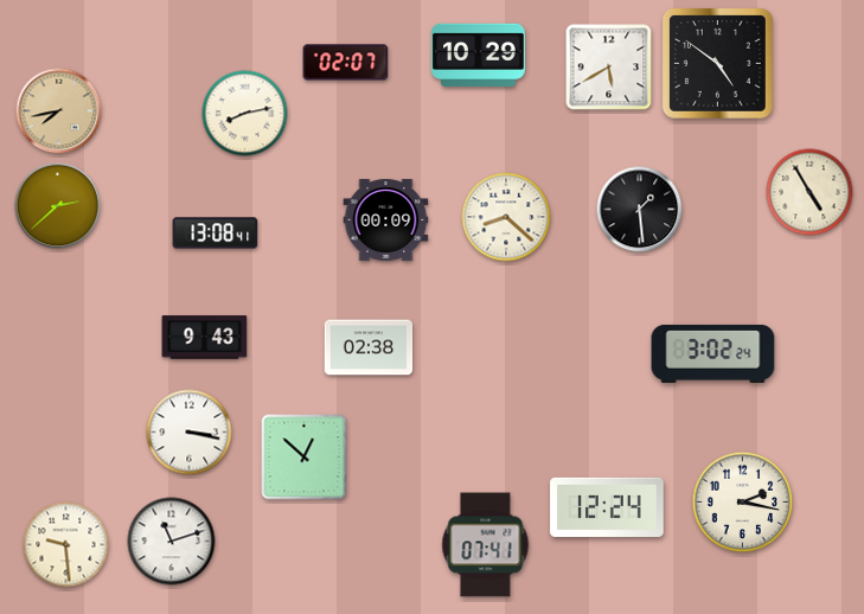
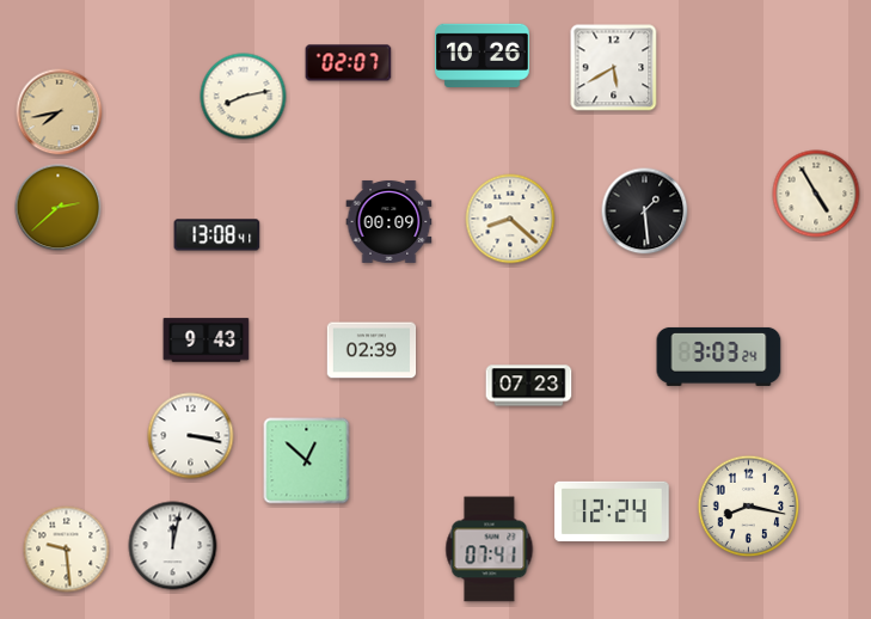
clock at (479, 55): 10:29 -> 10:26
clock at (718, 64): 4:51 -> none
clock at (245, 114) position: (245, 114) -> (244, 97)
clock at (369, 347): 02:38 -> 02:39
clock at (713, 353): 3:02 -> 3:03
clock at (529, 386): none -> 07:23
clock at (743, 503): 2:17 -> 8:17
clock at (172, 542): 11:12 -> 12:02
